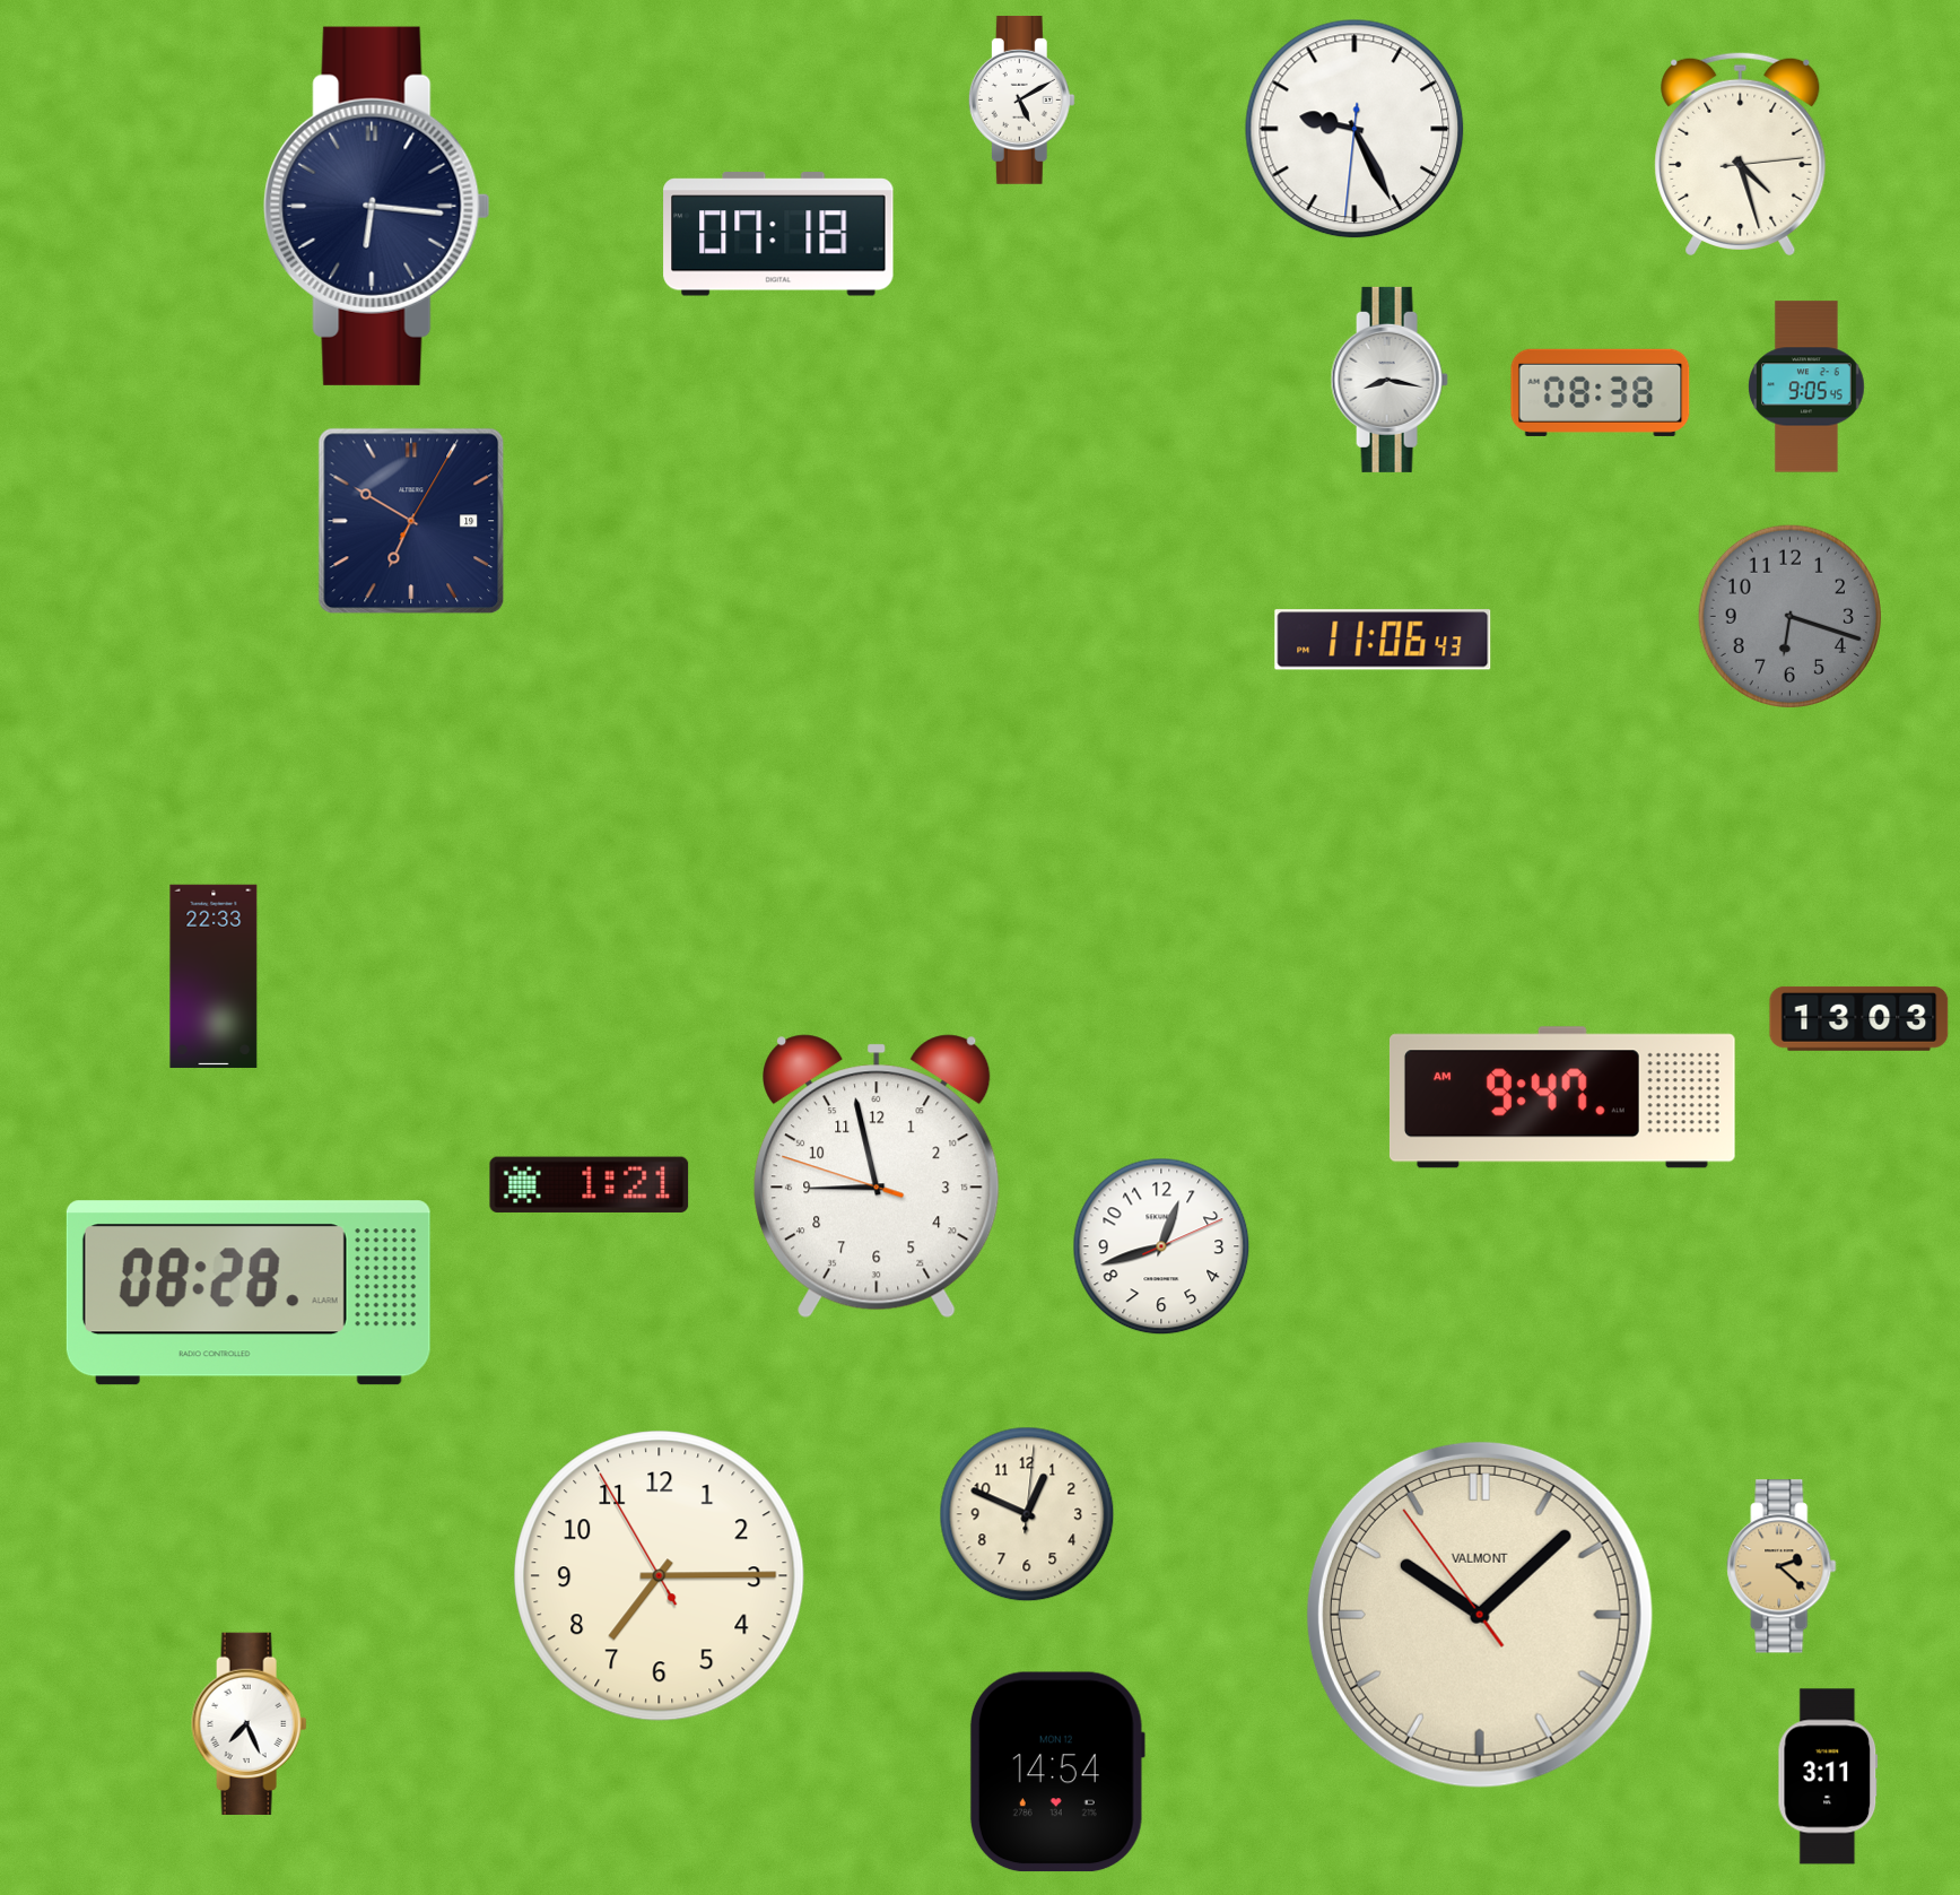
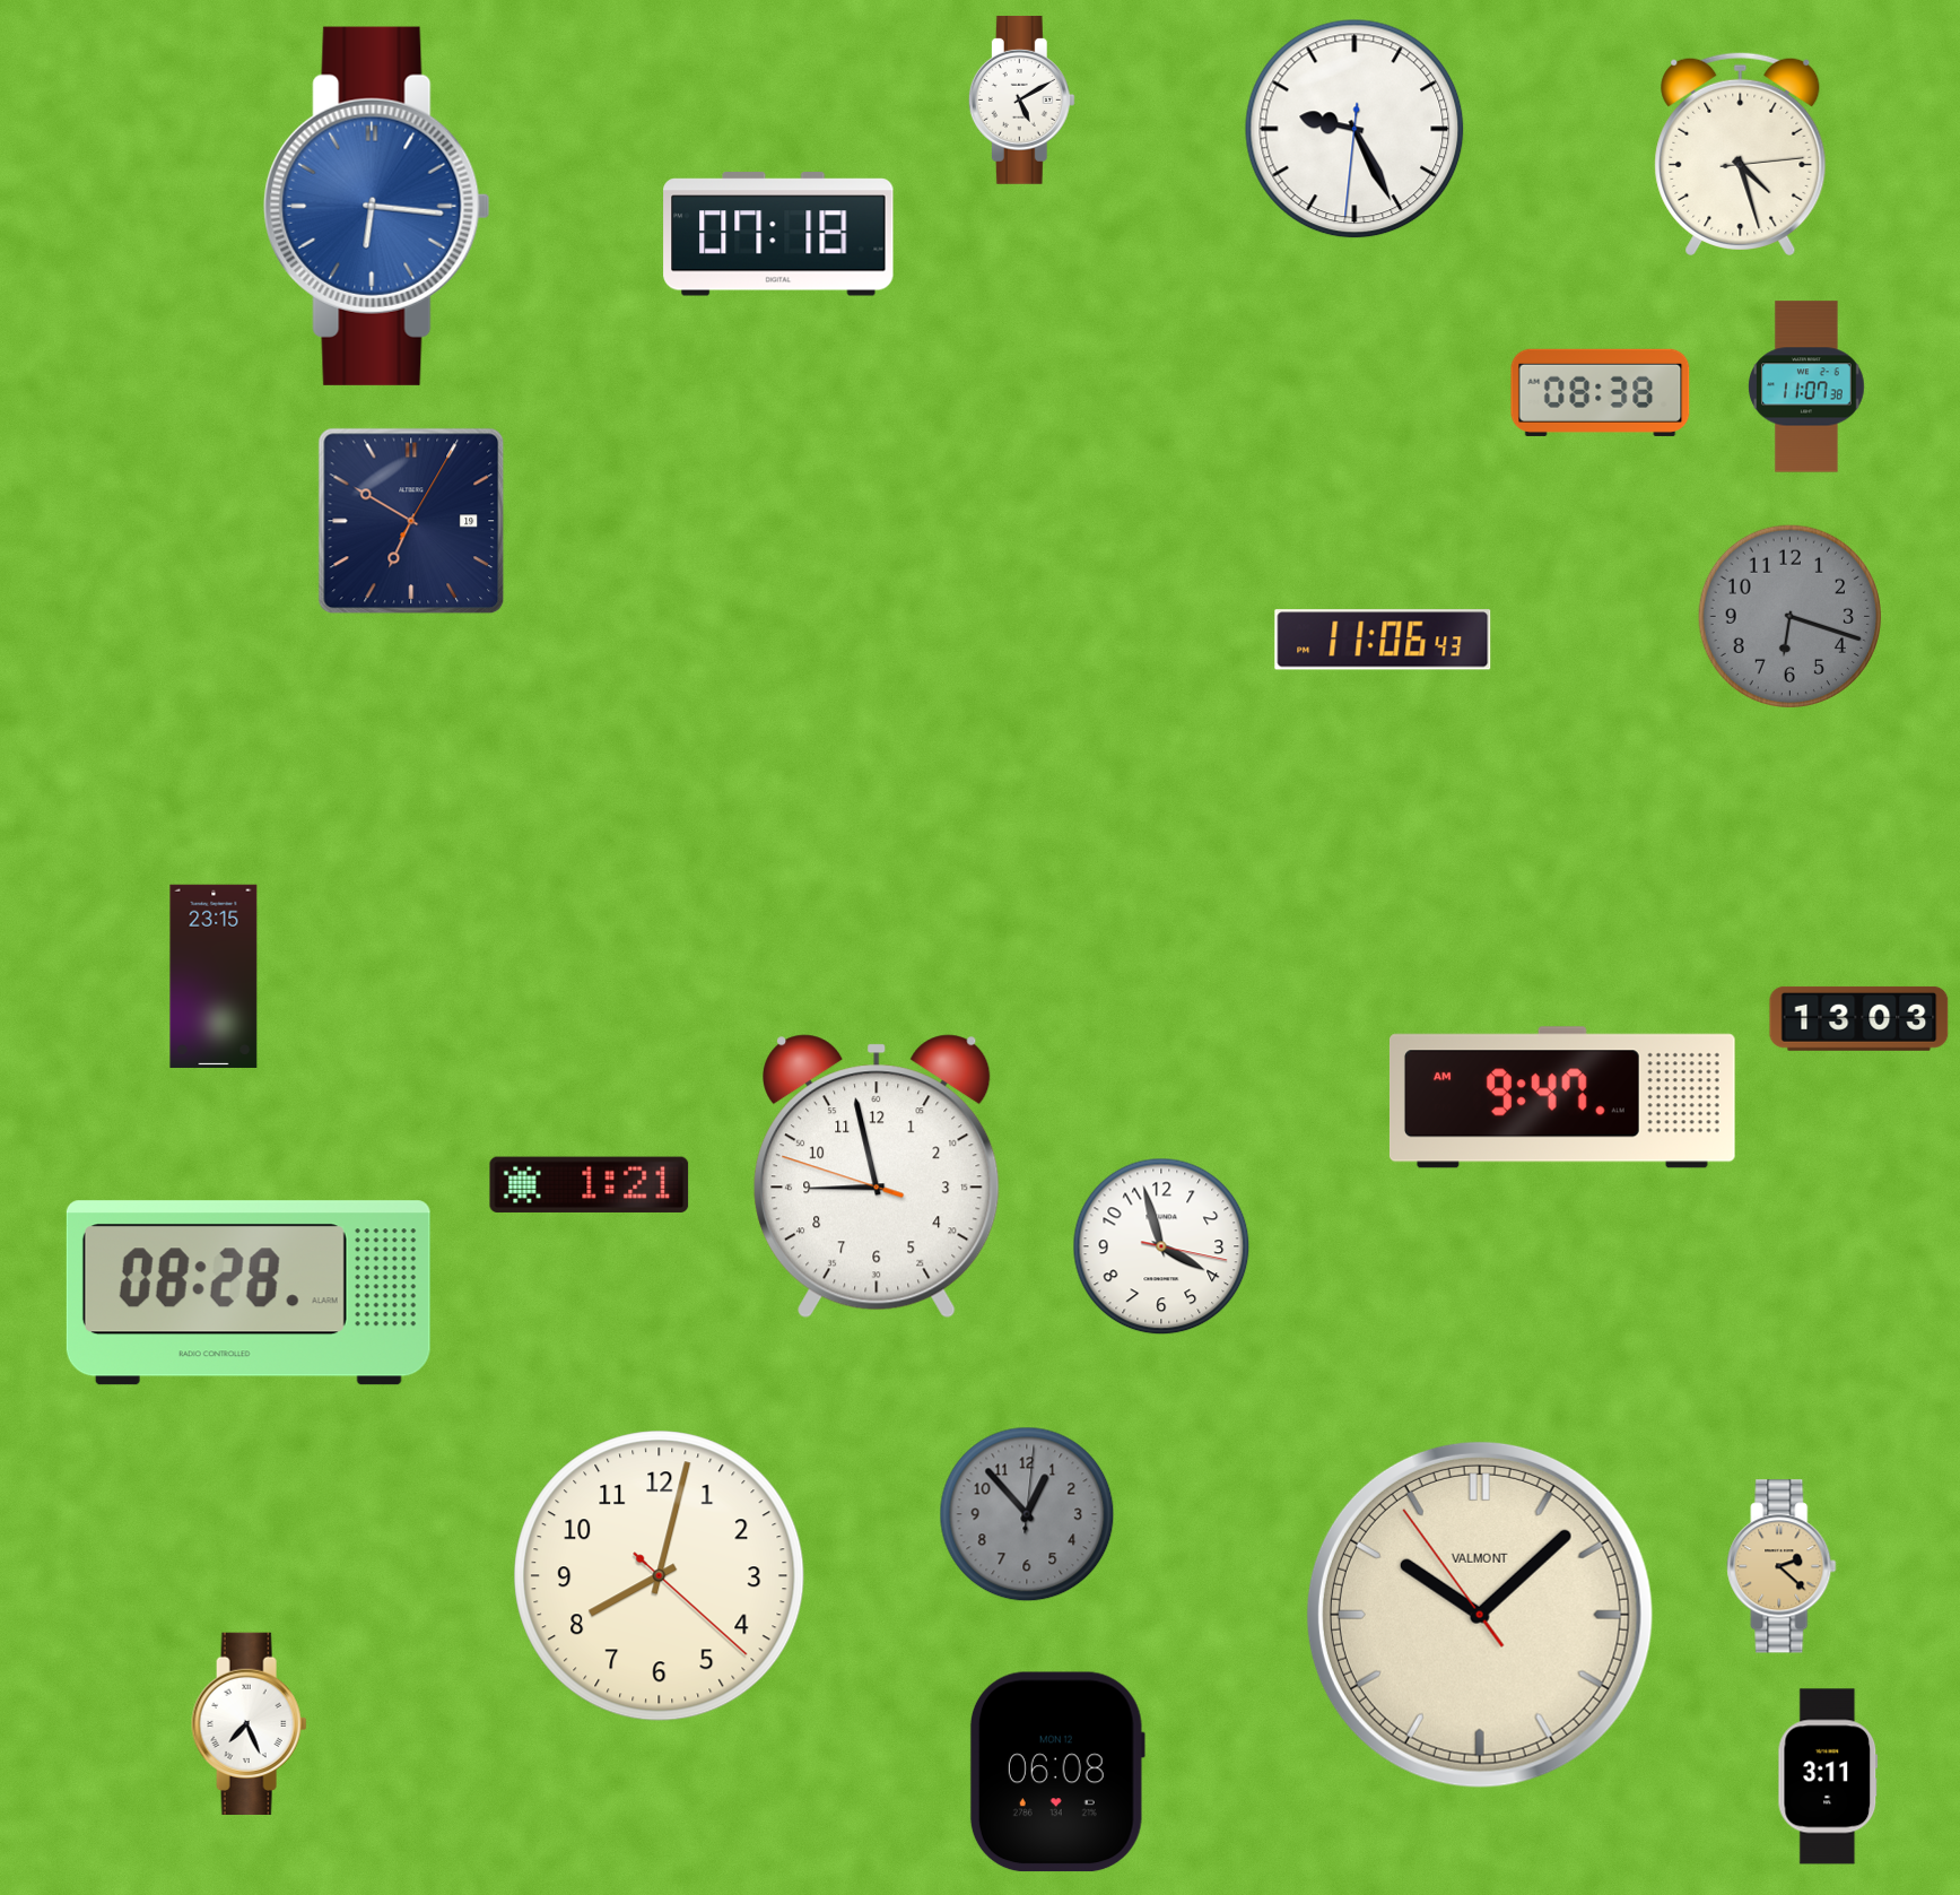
clock at (377, 206) dial: navy -> blue
clock at (1390, 380): 8:17 -> none
clock at (1806, 386): 9:05 -> 11:07
clock at (214, 976): 22:33 -> 23:15
clock at (1161, 1246): 12:42 -> 3:57
clock at (1027, 1514): 12:49 -> 12:53
clock at (1027, 1514) dial: cream -> grey
clock at (660, 1576): 7:14 -> 8:02
clock at (1057, 1772): 14:54 -> 06:08
